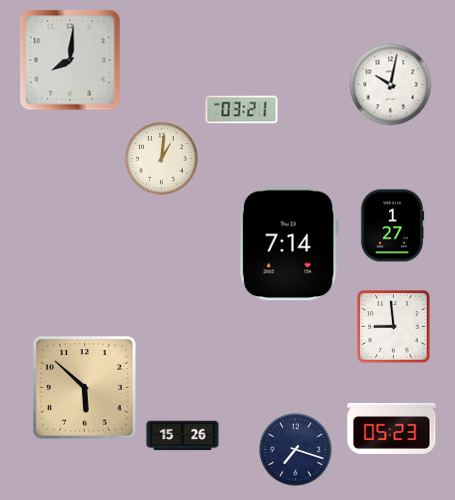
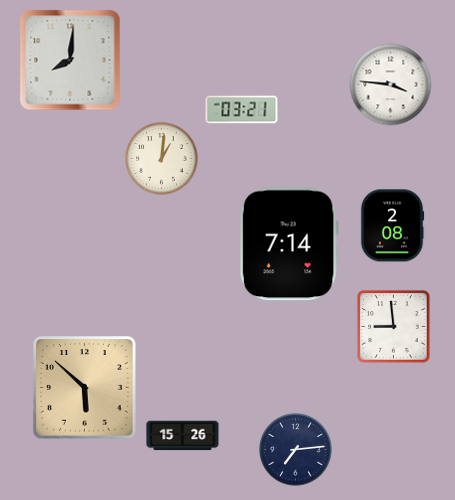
clock at (391, 85): 10:02 -> 3:46
clock at (392, 226): 1:27 -> 2:08
clock at (392, 428): 05:23 -> none
clock at (296, 450): 7:18 -> 7:14
